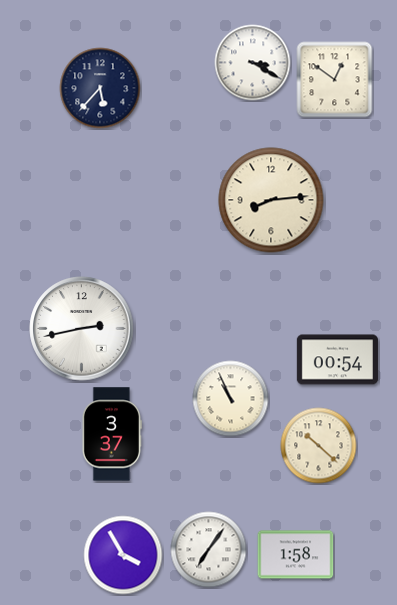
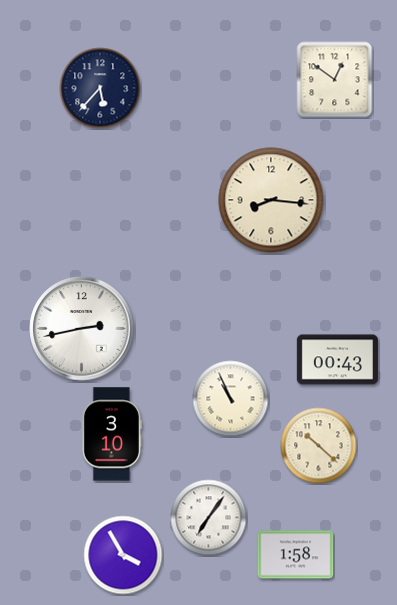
clock at (253, 63): 3:20 -> none
clock at (271, 200): 8:14 -> 8:16
clock at (337, 360): 00:54 -> 00:43
clock at (112, 434): 3:37 -> 3:10
clock at (209, 550) position: (209, 550) -> (209, 518)
